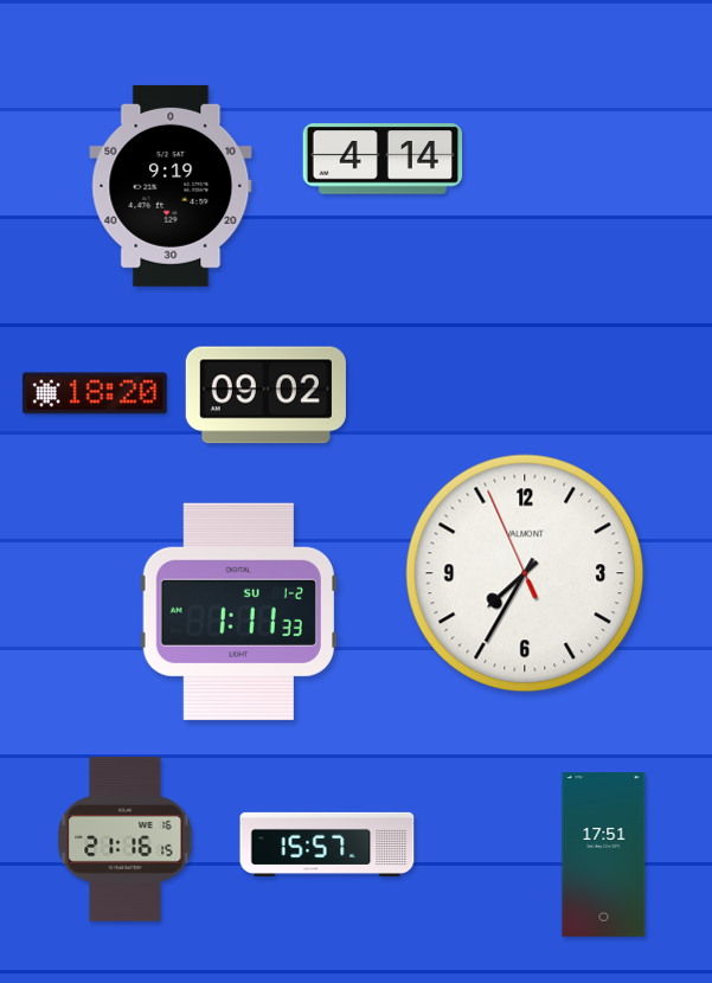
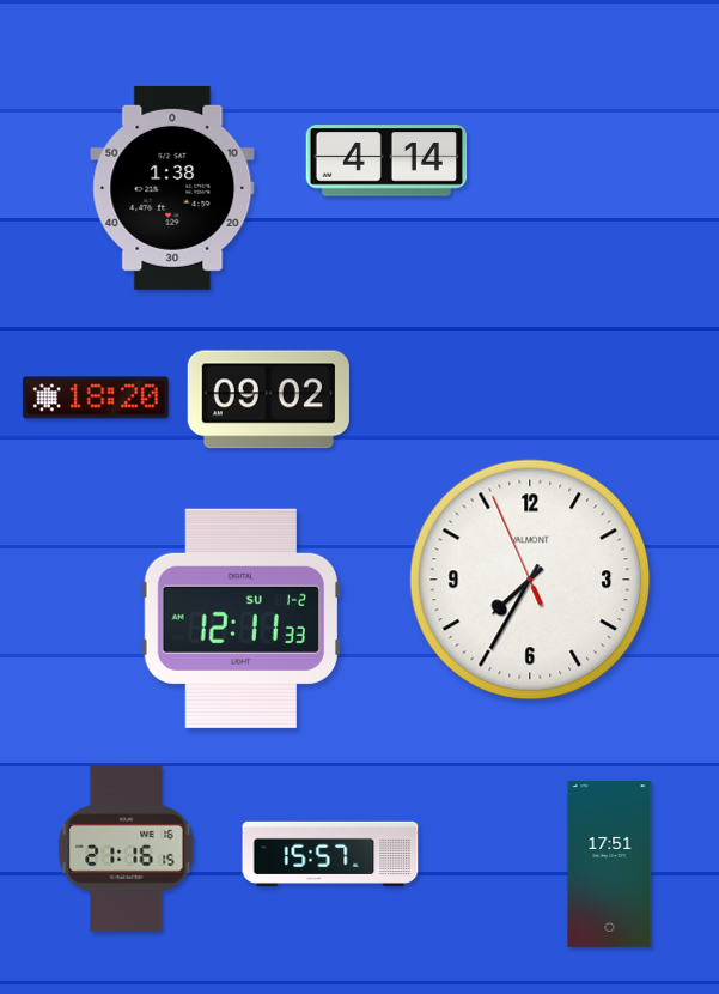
clock at (171, 186): 9:19 -> 1:38
clock at (238, 611): 1:11 -> 12:11
